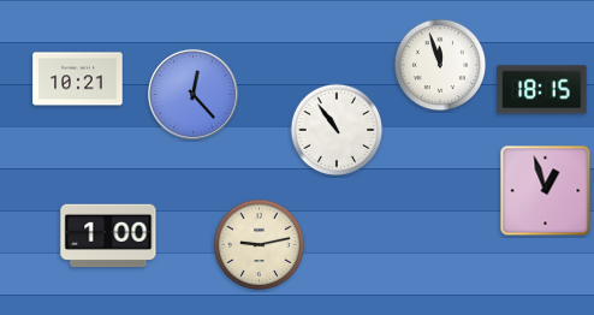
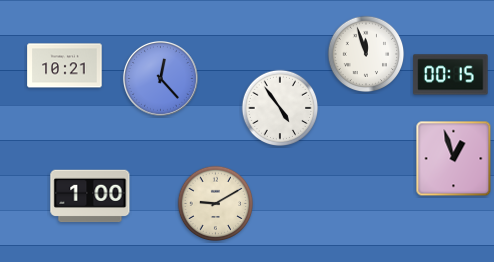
clock at (542, 90): 18:15 -> 00:15
clock at (337, 130): 10:54 -> 4:54
clock at (260, 245): 9:13 -> 9:10
